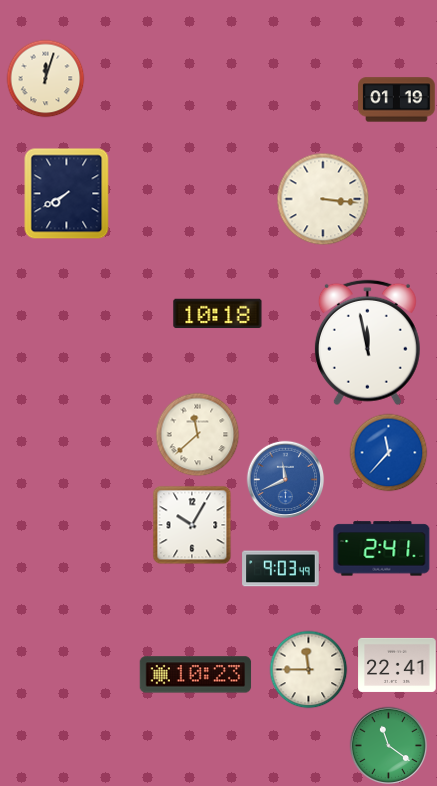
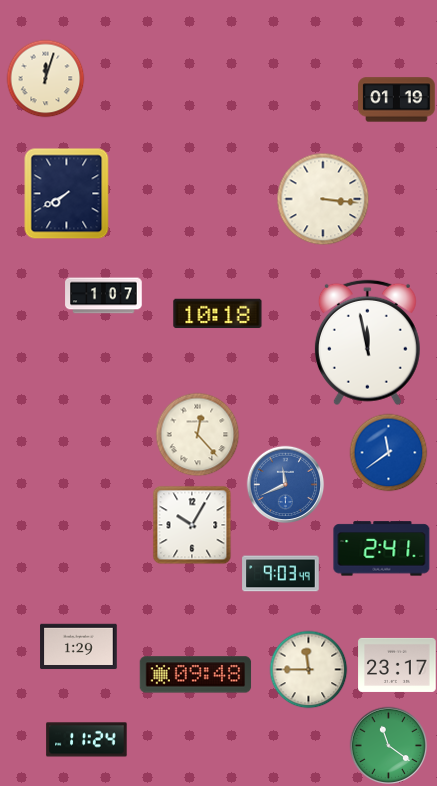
clock at (104, 296): none -> 1:07
clock at (197, 434): 11:38 -> 12:23
clock at (388, 452): 11:37 -> 11:39
clock at (285, 479) position: (285, 479) -> (285, 484)
clock at (281, 569) position: (281, 569) -> (281, 574)
clock at (79, 647): none -> 1:29
clock at (397, 665): 22:41 -> 23:17
clock at (196, 675): 10:23 -> 09:48
clock at (87, 740): none -> 11:24
